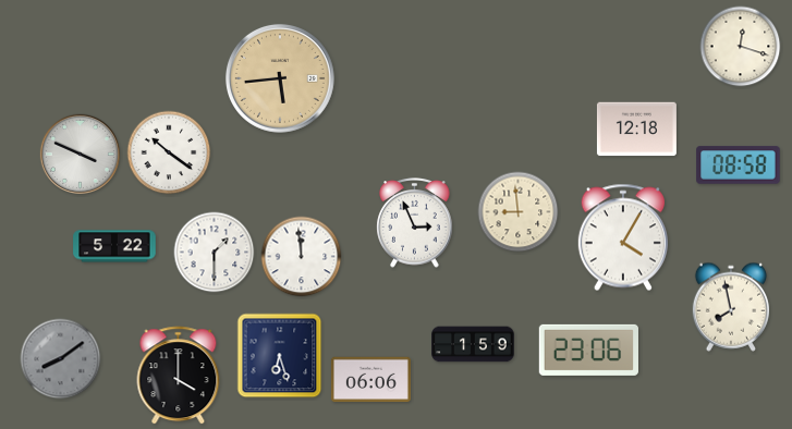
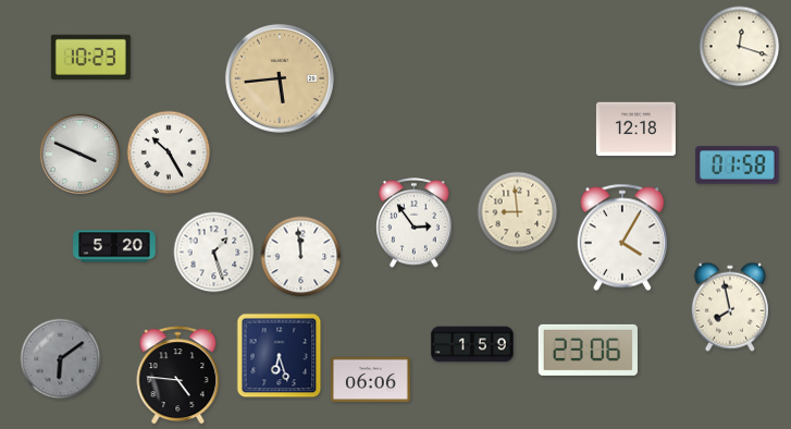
clock at (90, 57): none -> 10:23
clock at (169, 152): 10:21 -> 10:25
clock at (739, 166): 08:58 -> 01:58
clock at (415, 223): 2:56 -> 2:54
clock at (114, 246): 5:22 -> 5:20
clock at (215, 253): 1:30 -> 1:27
clock at (61, 359): 8:09 -> 6:09
clock at (179, 376): 4:00 -> 4:46
